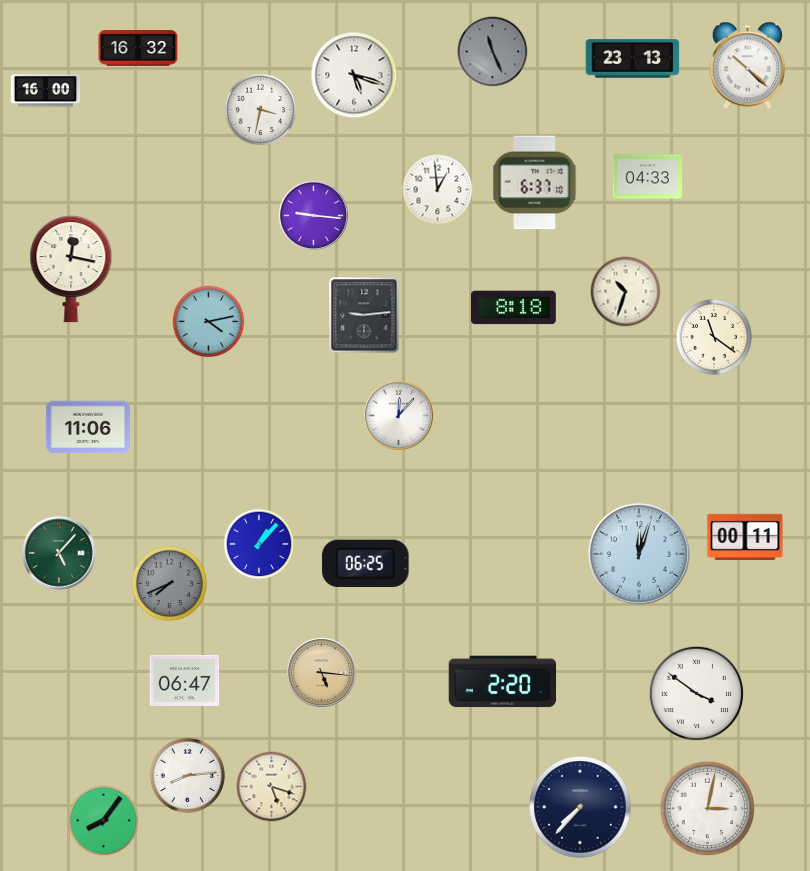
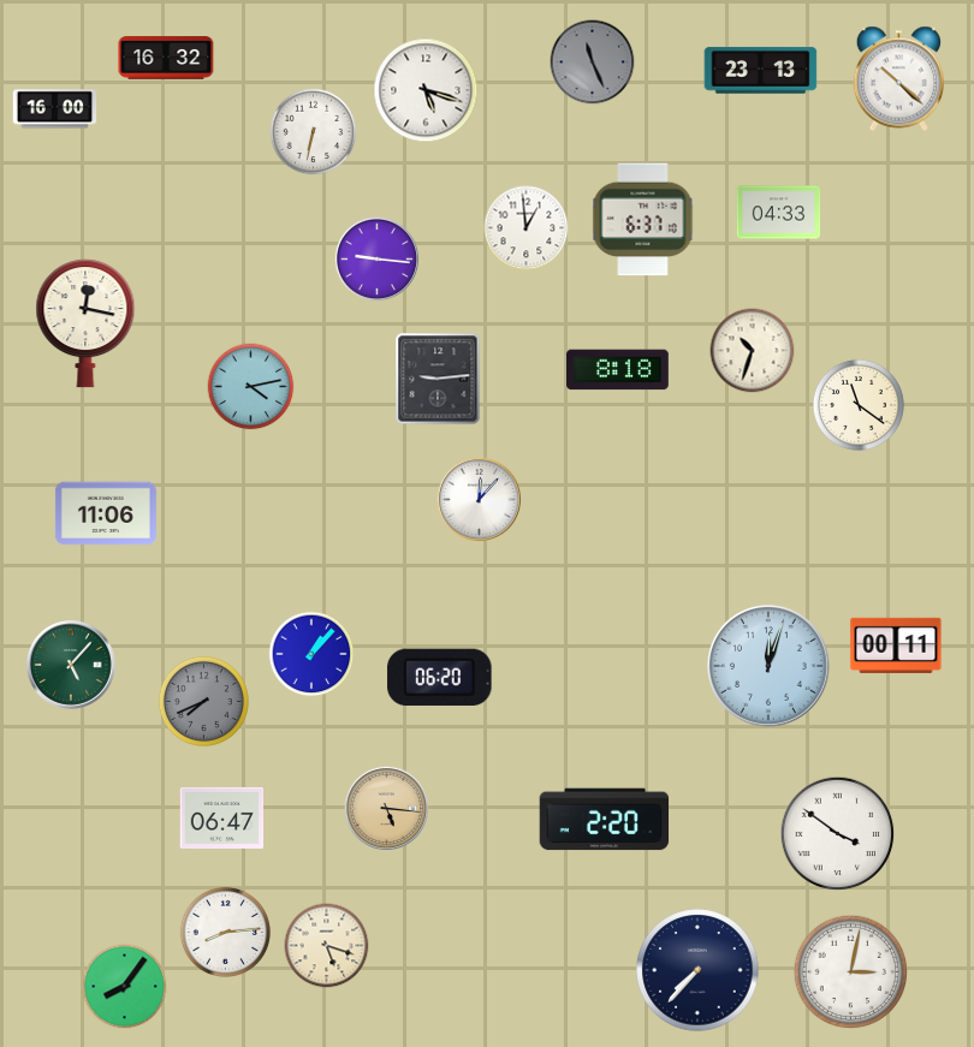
clock at (261, 110): 3:32 -> 6:32
clock at (366, 563): 06:25 -> 06:20
